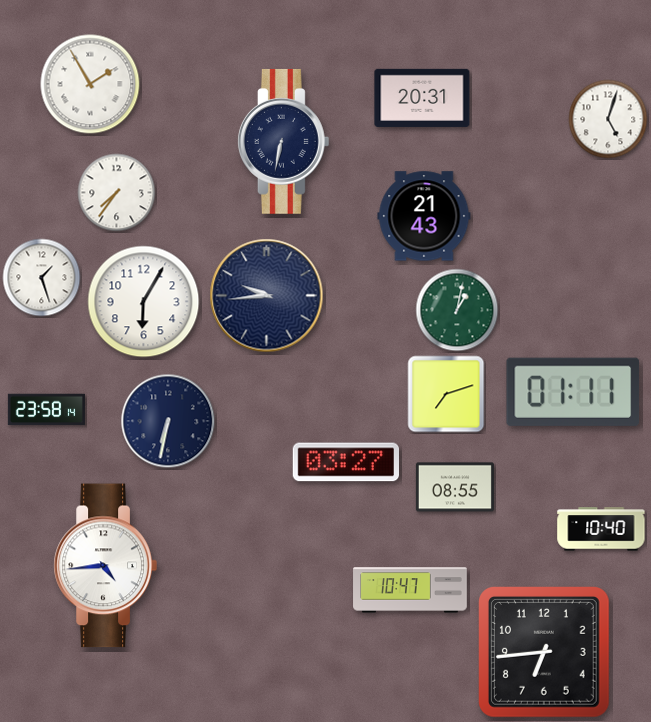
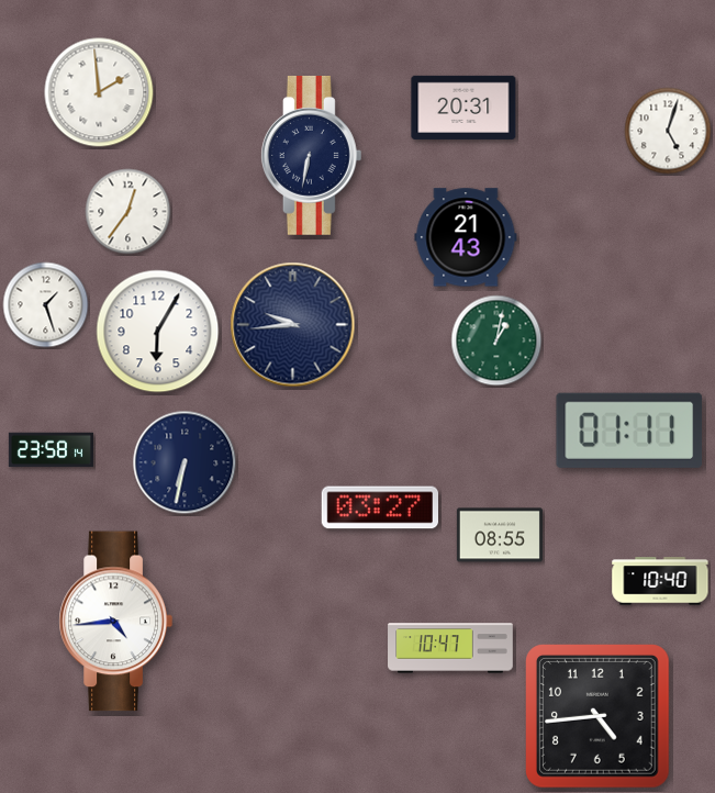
clock at (90, 84): 1:55 -> 1:59
clock at (117, 193): 7:36 -> 12:36
clock at (457, 310) position: (457, 310) -> (496, 340)
clock at (446, 394): 7:12 -> none
clock at (545, 653): 6:44 -> 4:44
